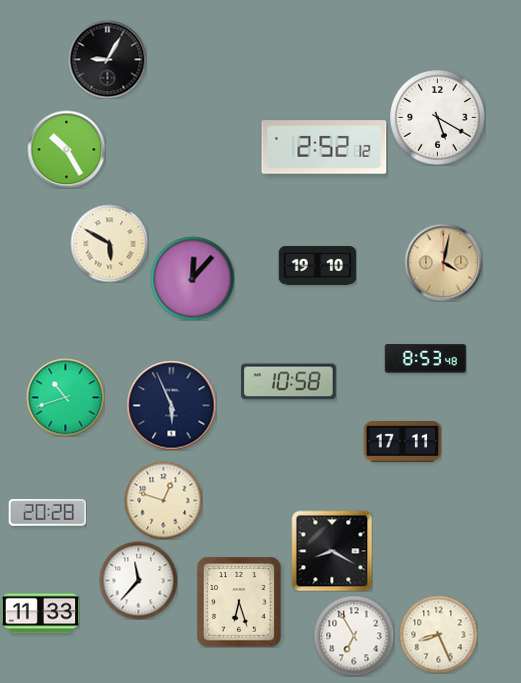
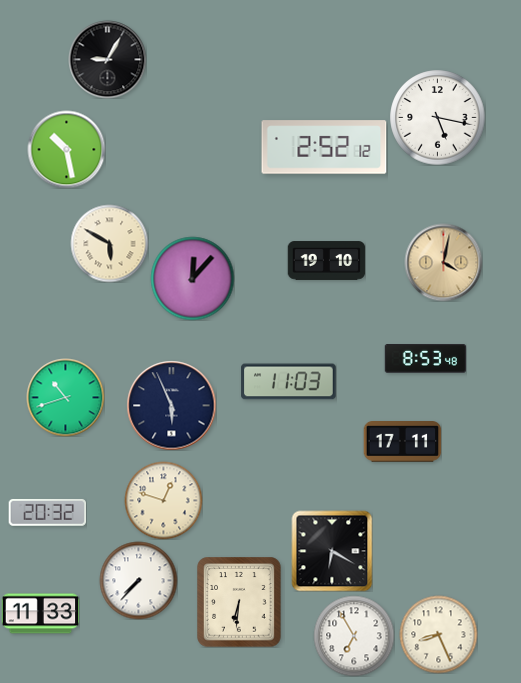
clock at (437, 117): 5:20 -> 5:17
clock at (66, 149): 10:25 -> 10:28
clock at (317, 266) position: (317, 266) -> (326, 261)
clock at (289, 382): 10:58 -> 11:03
clock at (47, 512): 20:28 -> 20:32
clock at (332, 551): 8:20 -> 6:20
clock at (138, 580): 11:37 -> 7:37
clock at (239, 602): 6:27 -> 6:31
